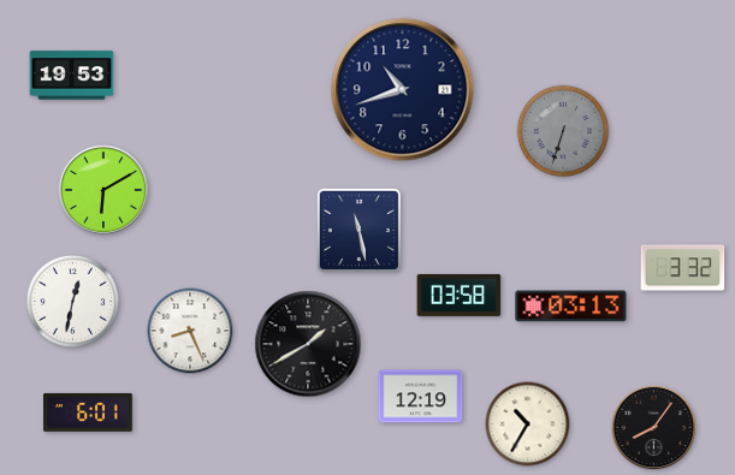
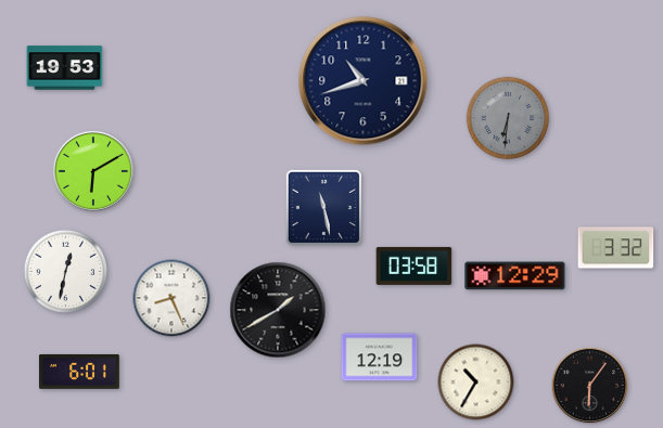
clock at (563, 131): 6:33 -> 6:31
clock at (683, 268) position: (683, 268) -> (616, 248)
clock at (571, 307): 03:13 -> 12:29
clock at (654, 428): 8:06 -> 6:06
